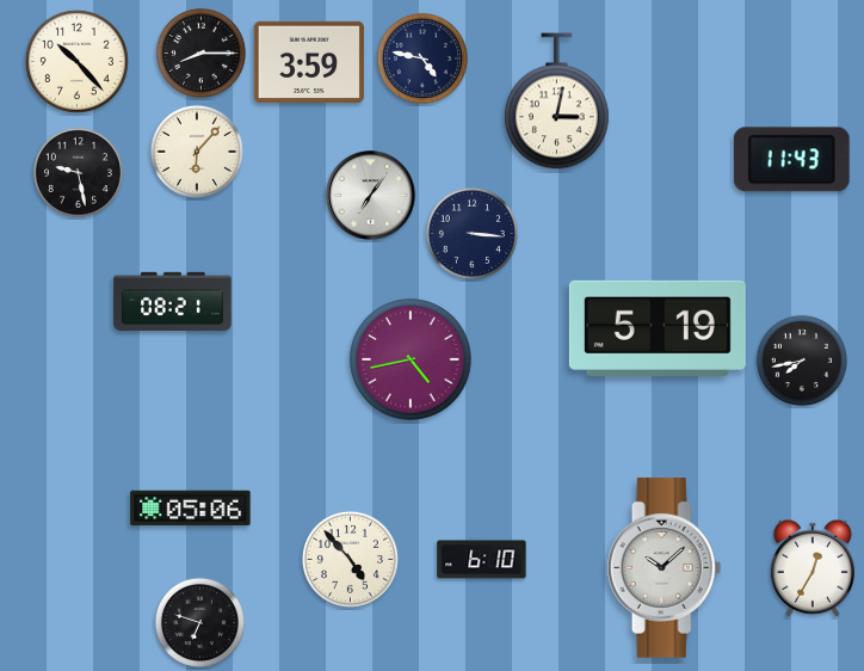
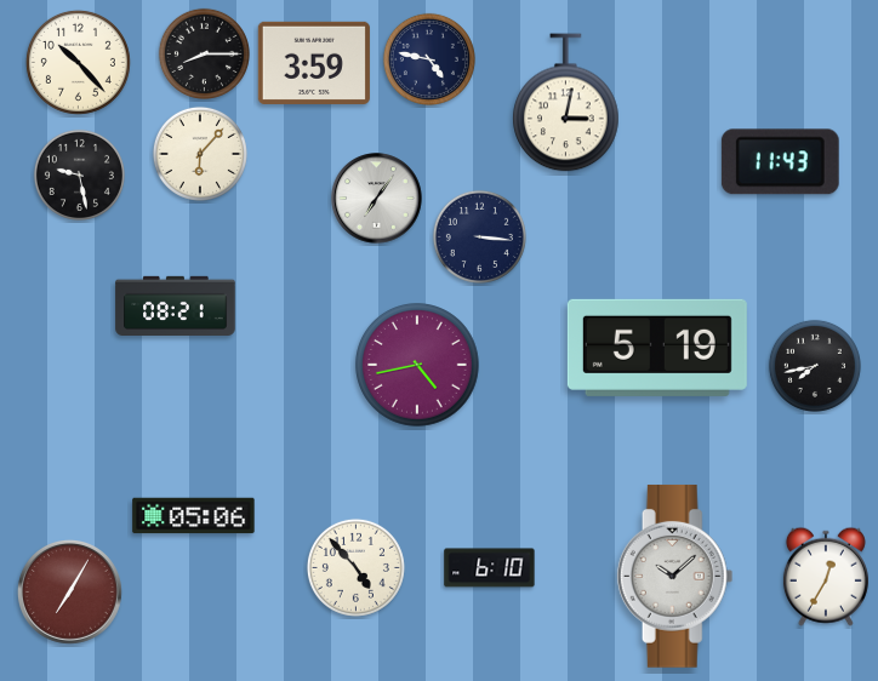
clock at (791, 160) position: (791, 160) -> (780, 162)
clock at (658, 328) position: (658, 328) -> (657, 348)
clock at (69, 591): none -> 7:05
clock at (199, 622): 6:48 -> none
